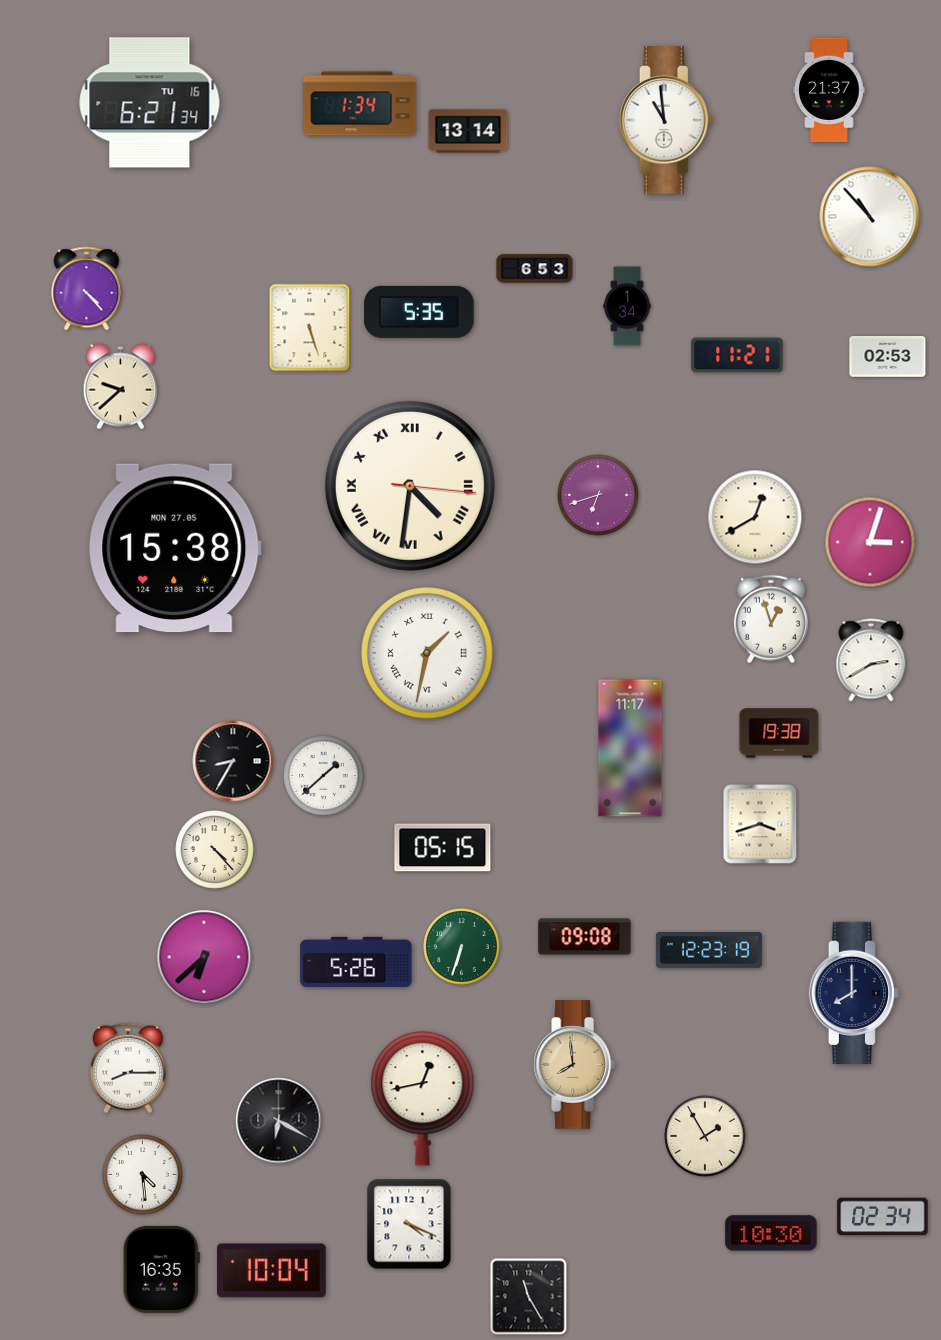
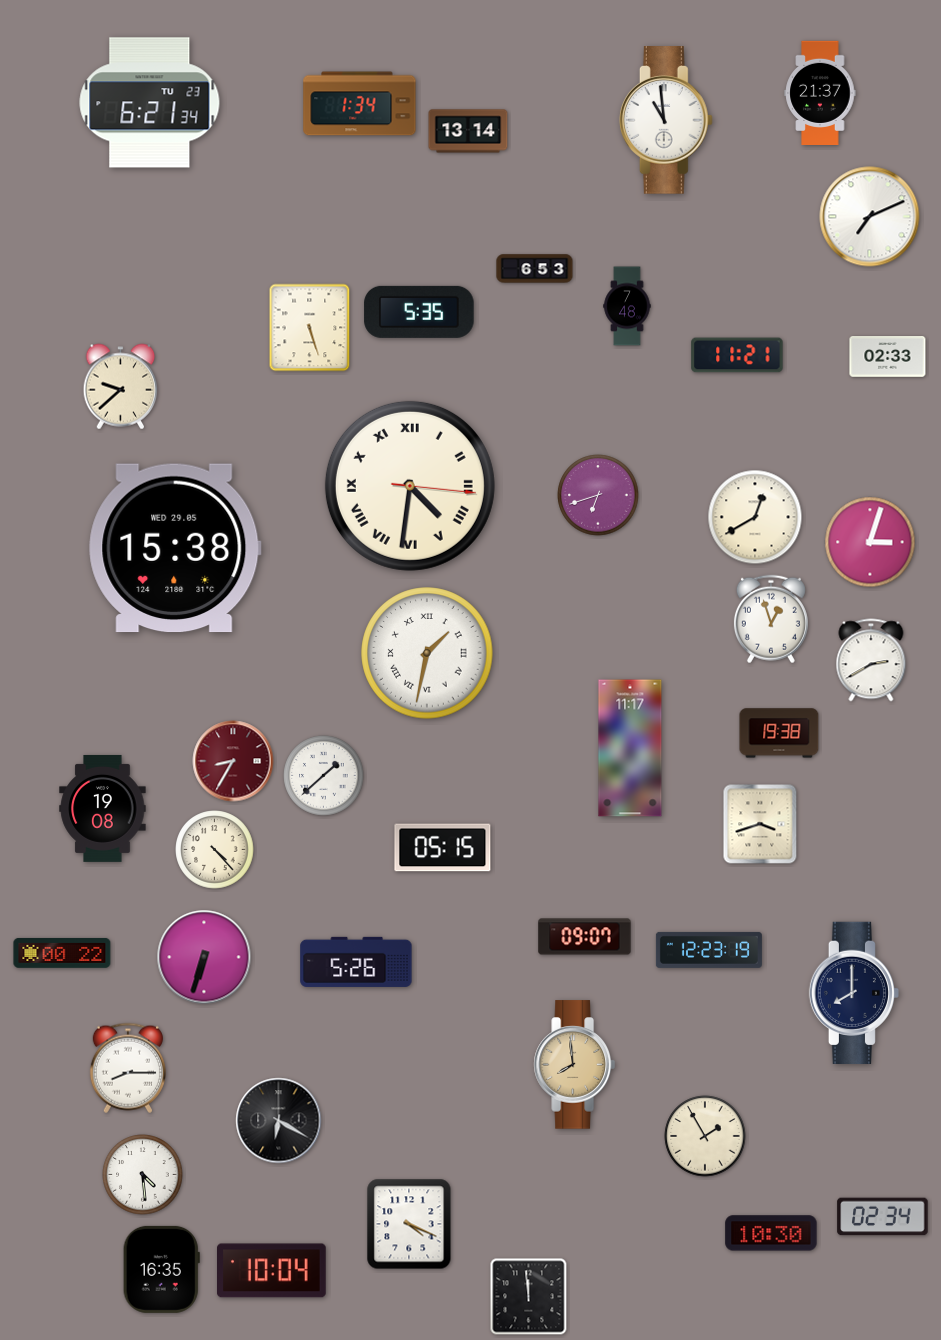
clock at (829, 89) position: (829, 89) -> (820, 92)
clock at (150, 103) date: TU 16 -> TU 23
clock at (870, 217): 10:53 -> 7:11
clock at (87, 289): 4:23 -> none
clock at (627, 306): 1:34 -> 7:48
clock at (888, 357): 02:53 -> 02:33
clock at (175, 548) date: MON 27.05 -> WED 29.05
clock at (233, 761) dial: black -> burgundy
clock at (103, 808): none -> 19:08
clock at (585, 937): 09:08 -> 09:07
clock at (462, 947): 6:33 -> none
clock at (62, 953): none -> 00:22
clock at (204, 957): 6:38 -> 6:33
clock at (423, 1099): 12:43 -> none
clock at (529, 1297): 11:25 -> 11:59
